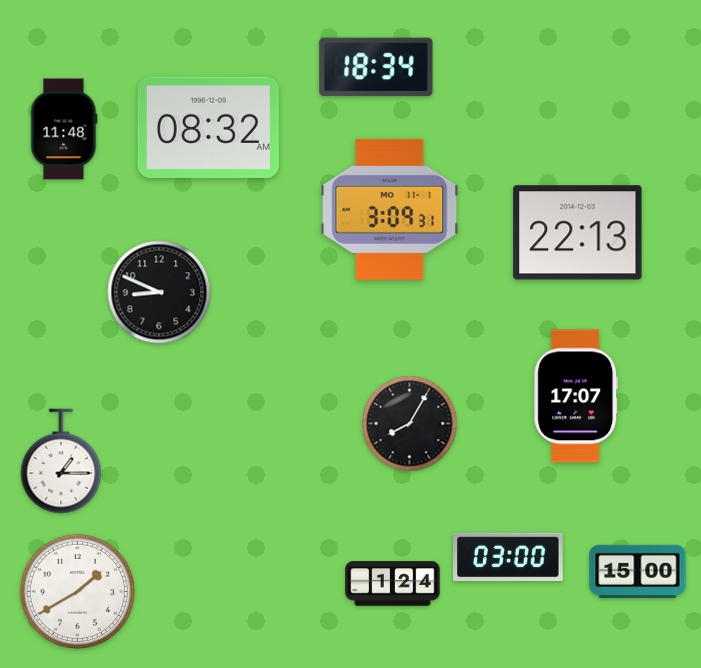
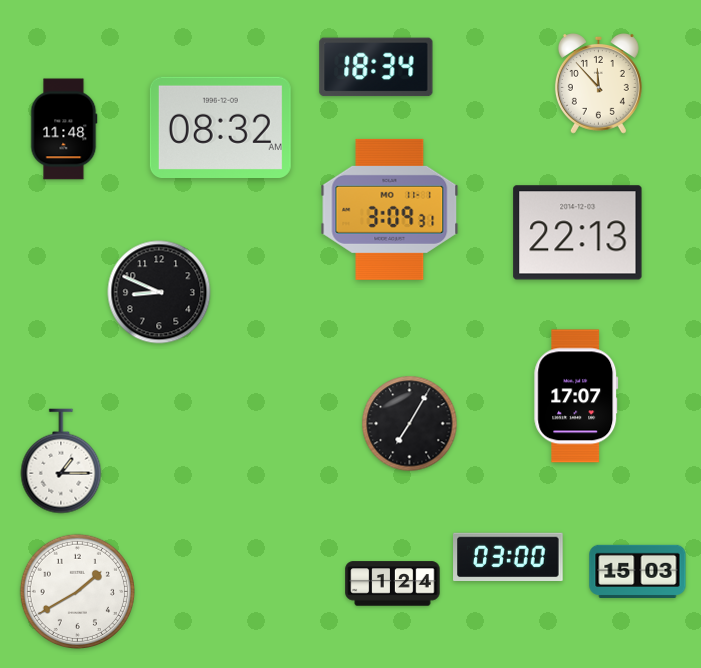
clock at (598, 84): none -> 11:53
clock at (208, 127) position: (208, 127) -> (220, 127)
clock at (410, 424): 8:05 -> 7:05
clock at (638, 571): 15:00 -> 15:03
